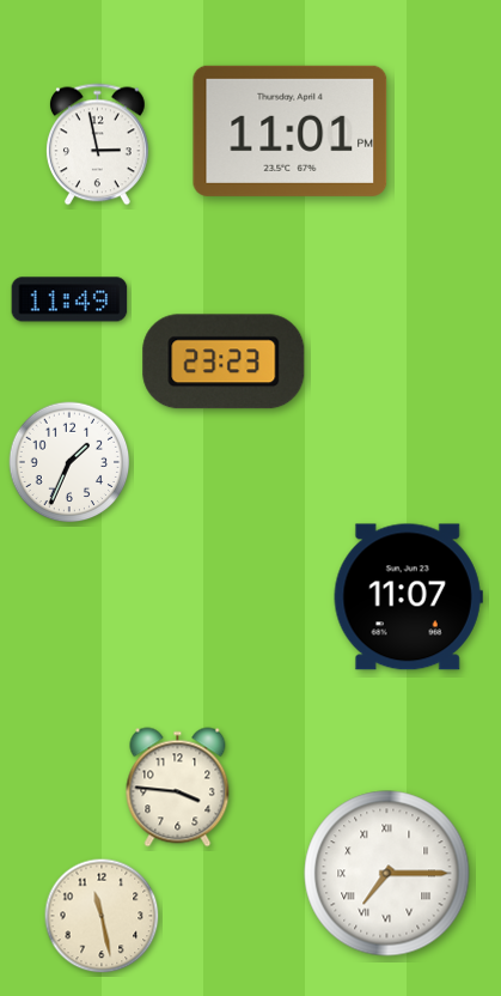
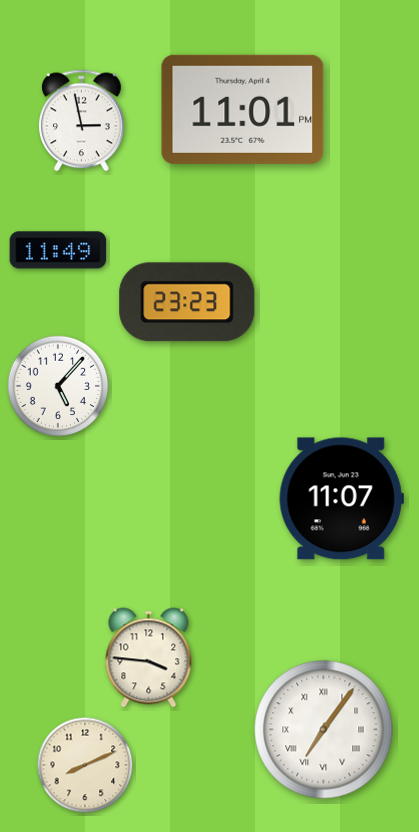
clock at (69, 462): 1:34 -> 5:07
clock at (387, 874): 7:15 -> 7:06
clock at (102, 916): 11:28 -> 8:11
